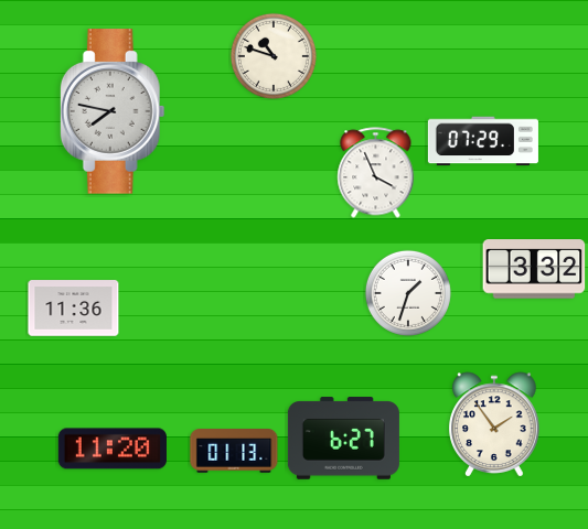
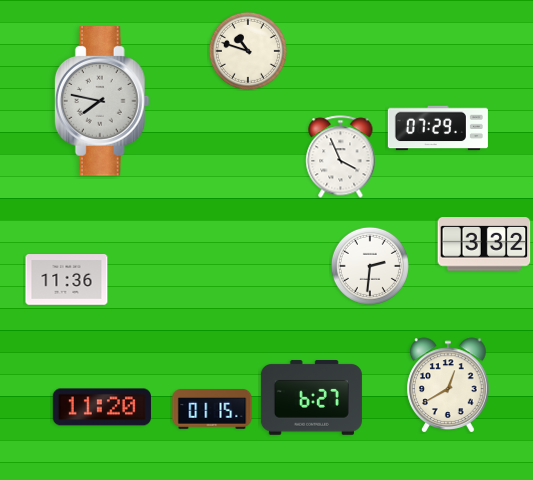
clock at (408, 293): 1:33 -> 2:31
clock at (494, 424): 1:54 -> 12:40
clock at (234, 451): 01:13 -> 01:15
